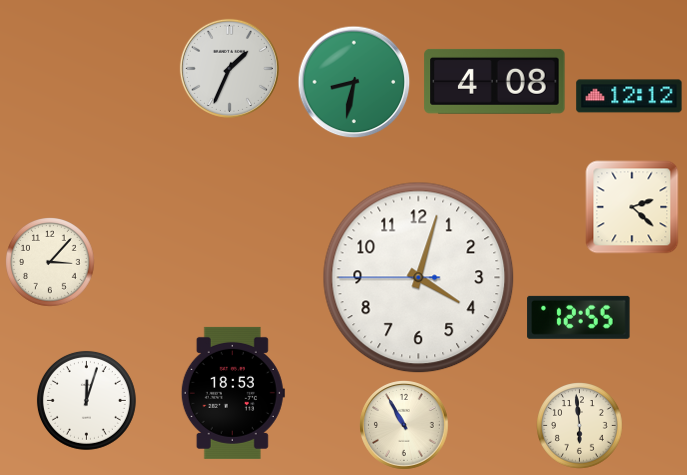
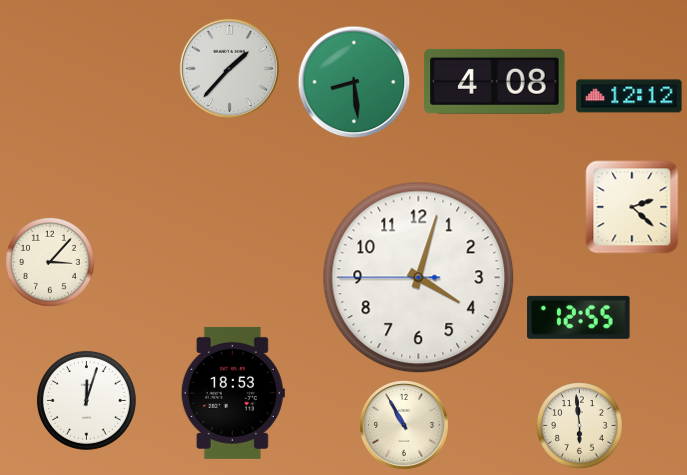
clock at (229, 68): 1:34 -> 1:37
clock at (354, 82): 8:32 -> 8:29
